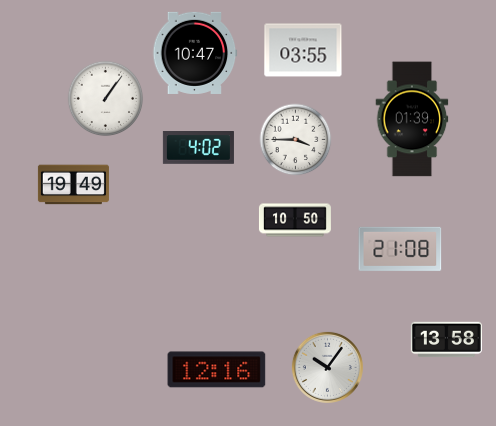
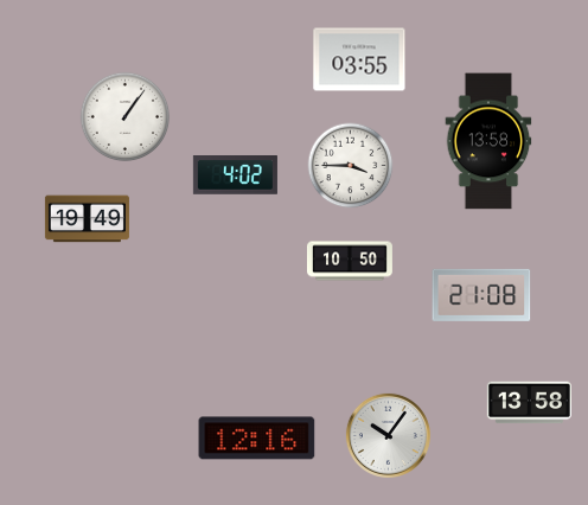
clock at (195, 53): 10:47 -> none
clock at (412, 119): 01:39 -> 13:58
clock at (400, 249) position: (400, 249) -> (481, 295)
